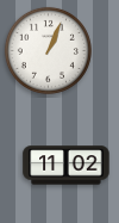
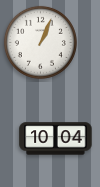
clock at (67, 166): 11:02 -> 10:04
